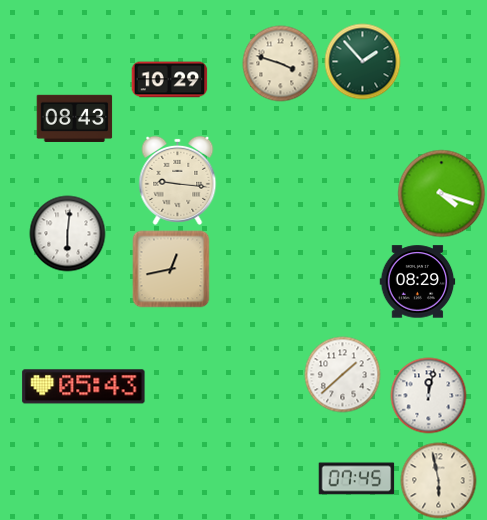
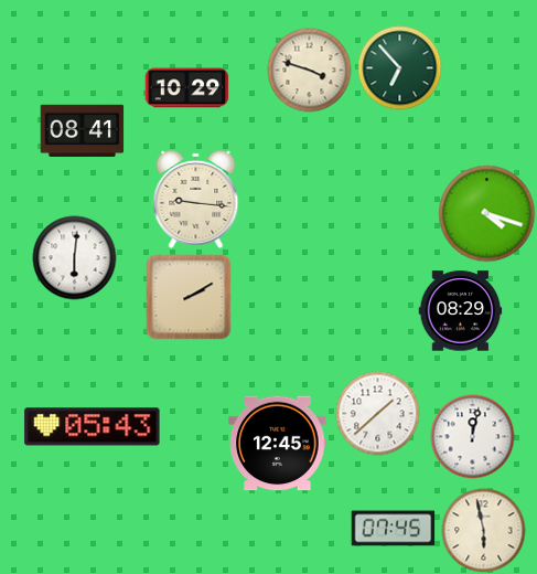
clock at (363, 62): 1:53 -> 6:53
clock at (75, 118): 08:43 -> 08:41
clock at (171, 269): 12:43 -> 2:10
clock at (278, 444): none -> 12:45
